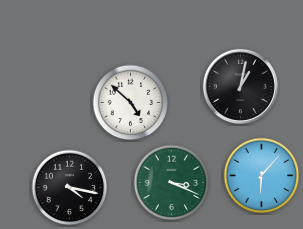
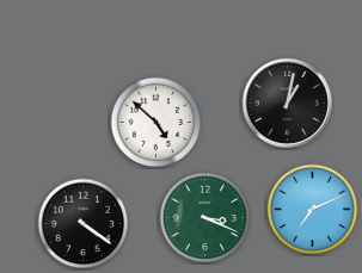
clock at (262, 176): 6:07 -> 7:11
clock at (70, 188): 4:17 -> 4:21
